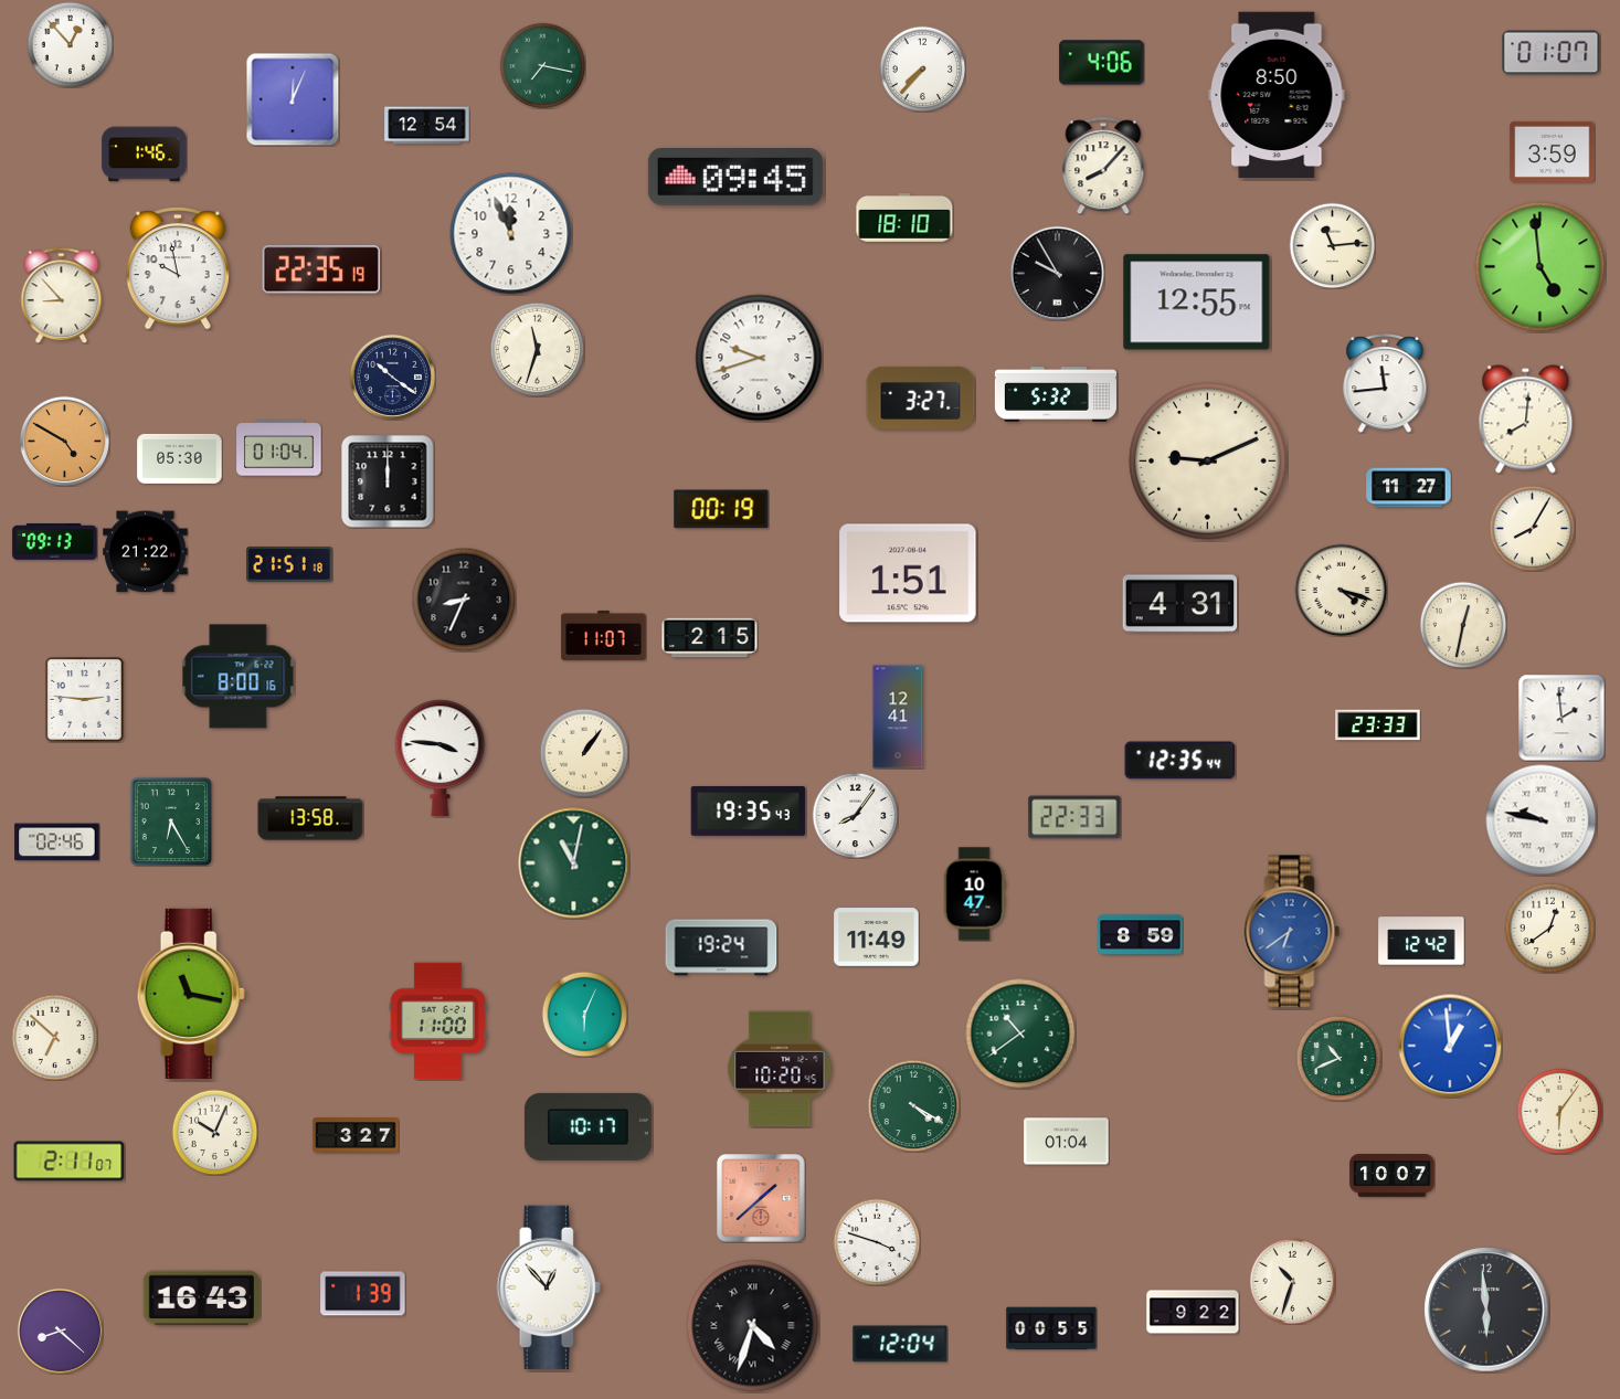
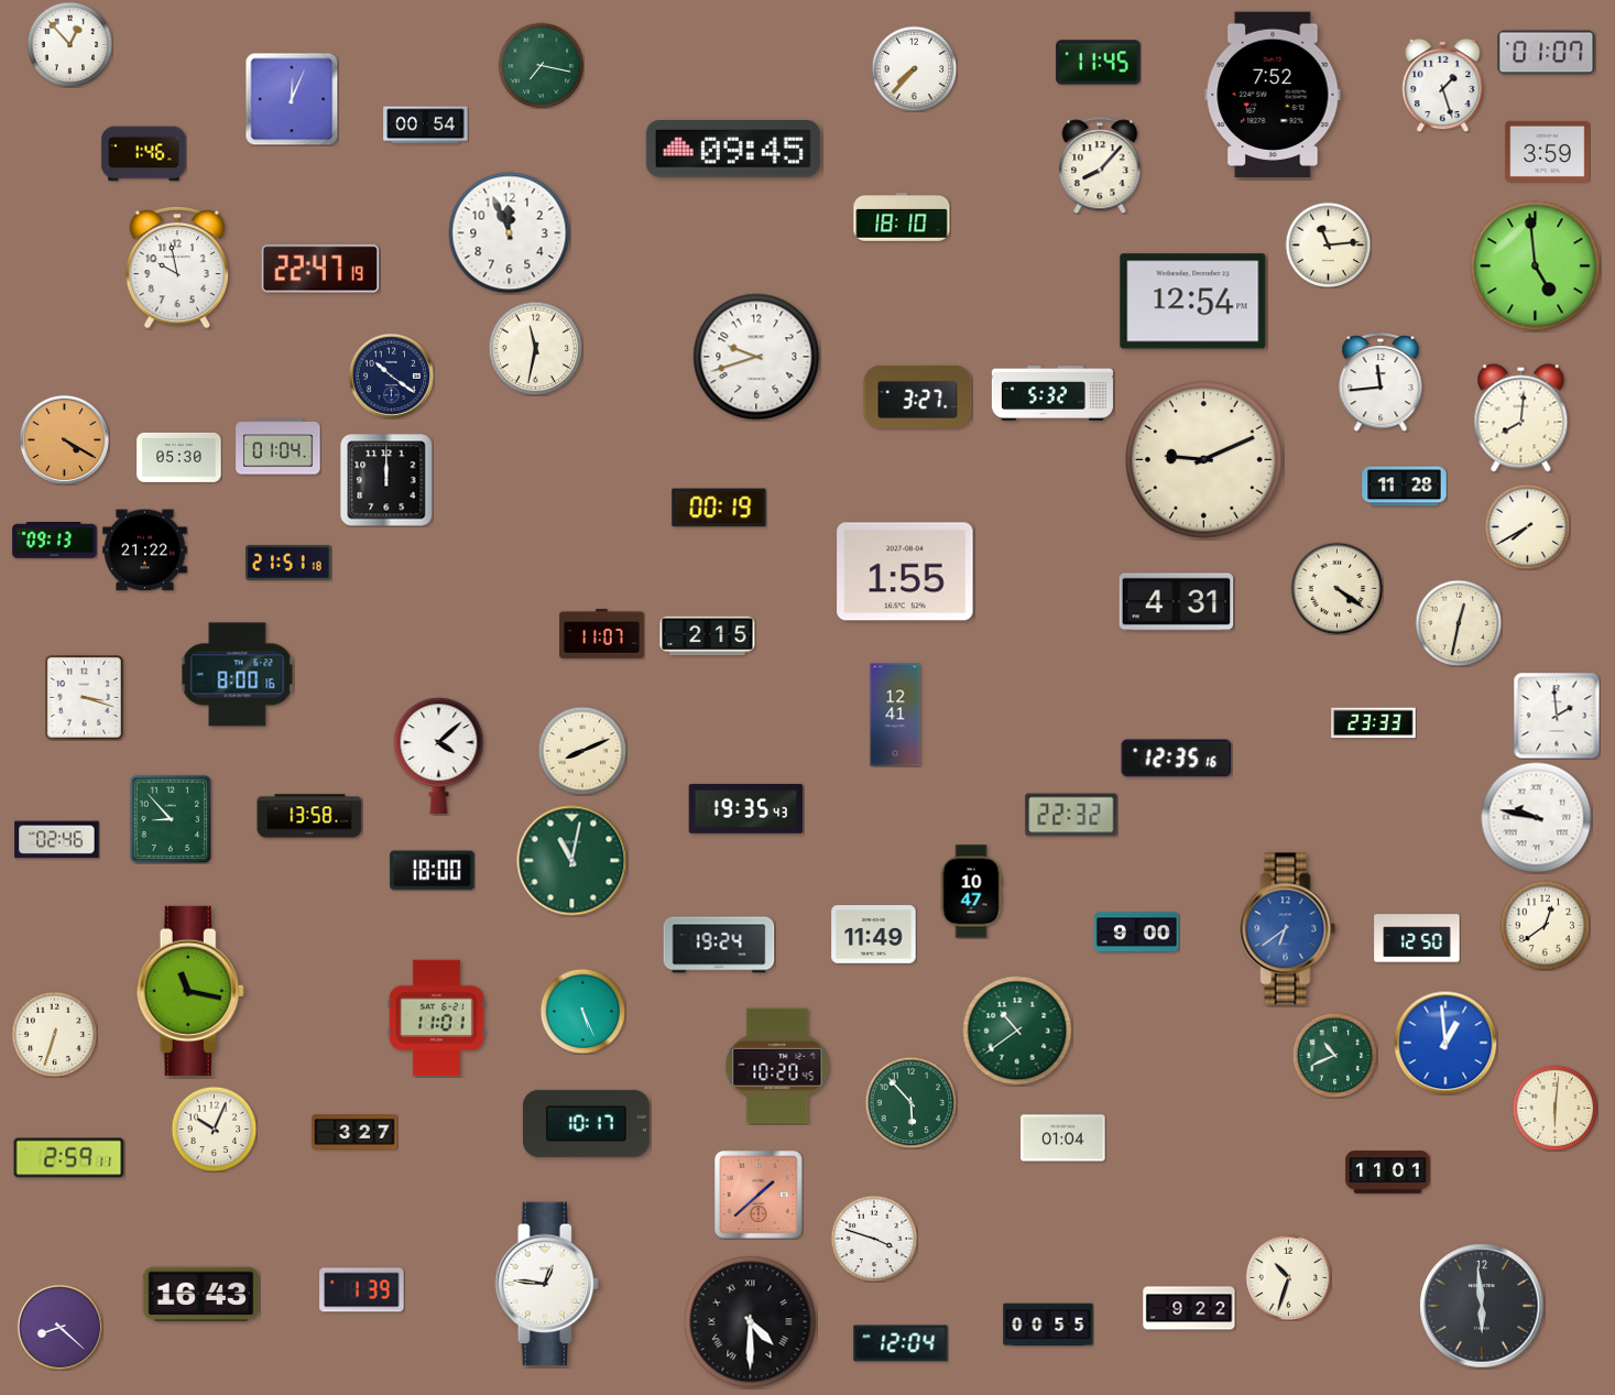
clock at (1102, 63): 4:06 -> 11:45
clock at (922, 68) position: (922, 68) -> (914, 68)
clock at (1443, 85): none -> 1:27
clock at (1277, 95): 8:50 -> 7:52
clock at (427, 126): 12:54 -> 00:54
clock at (735, 178) position: (735, 178) -> (733, 150)
clock at (321, 269): 22:35 -> 22:47
clock at (1057, 273): 9:55 -> none
clock at (62, 295): 8:53 -> none
clock at (1197, 303): 12:55 -> 12:54
clock at (537, 349): 11:33 -> 11:32
clock at (64, 441): 4:50 -> 4:20
clock at (1409, 488): 11:27 -> 11:28
clock at (1532, 528): 8:05 -> 7:40
clock at (908, 573): 1:51 -> 1:55
clock at (1341, 590): 4:18 -> 4:21
clock at (464, 600): 8:34 -> none
clock at (85, 700): 2:46 -> 3:18
clock at (584, 753): 1:06 -> 8:11
clock at (441, 759): 3:46 -> 4:08
clock at (1180, 761): 12:35:44 -> 12:35:16
clock at (855, 815): 8:06 -> none
clock at (1074, 817): 22:33 -> 22:32
clock at (170, 822): 6:25 -> 8:53
clock at (433, 871): none -> 18:00
clock at (1141, 935): 8:59 -> 9:00
clock at (1421, 941): 12:42 -> 12:50
clock at (584, 1014): 6:04 -> 5:26
clock at (437, 1021): 11:00 -> 11:01
clock at (54, 1037): 6:52 -> 6:33
clock at (913, 1105): 4:20 -> 5:53
clock at (1559, 1111): 6:06 -> 6:01
clock at (70, 1162): 2:11 -> 2:59
clock at (1393, 1176): 10:07 -> 11:01
clock at (549, 1287): 12:53 -> 12:46
clock at (753, 1326): 4:33 -> 4:30
clock at (900, 1344) position: (900, 1344) -> (901, 1343)
